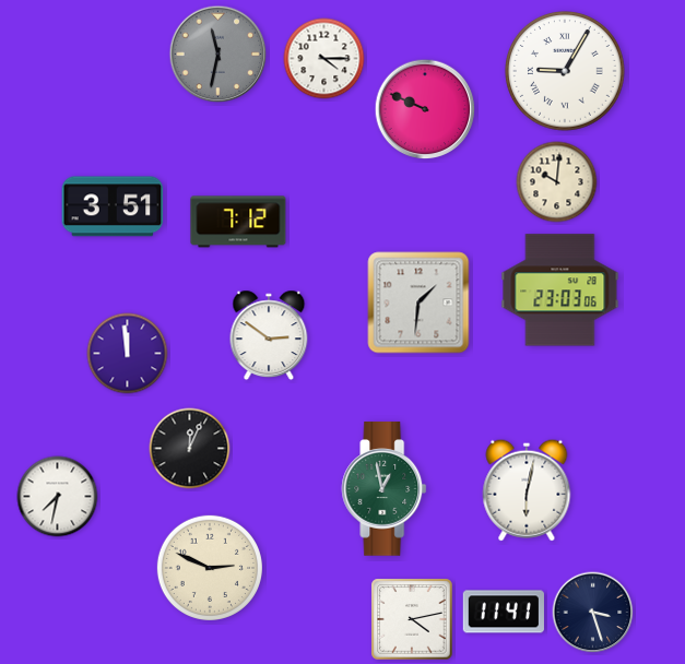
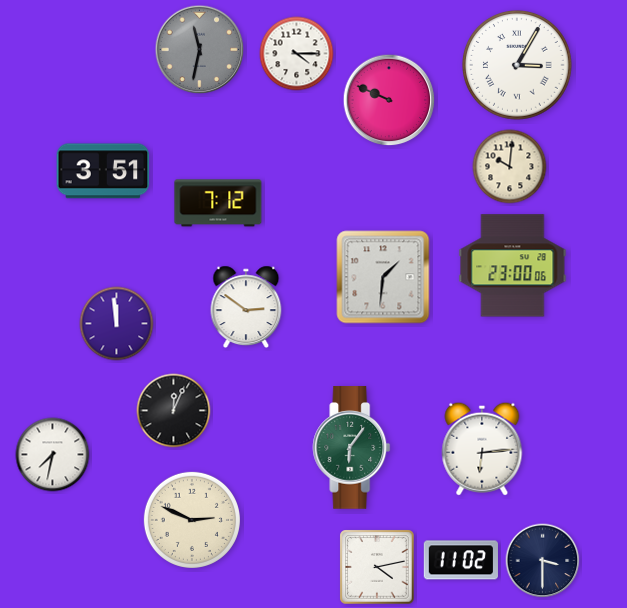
clock at (566, 72): 9:05 -> 3:05
clock at (113, 206) position: (113, 206) -> (103, 171)
clock at (560, 290): 23:03 -> 23:00
clock at (385, 489): 12:58 -> 6:06
clock at (527, 490): 6:02 -> 6:14
clock at (504, 612): 11:41 -> 11:02
clock at (593, 613): 3:27 -> 3:30
